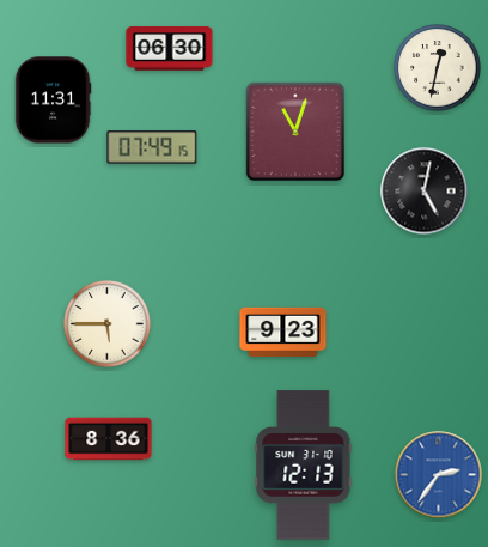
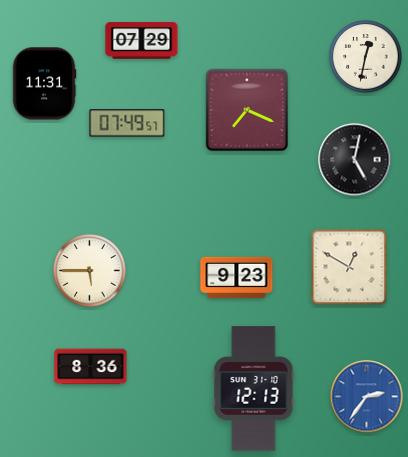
clock at (170, 49): 06:30 -> 07:29
clock at (295, 132): 11:03 -> 7:19
clock at (152, 147): 07:49:15 -> 07:49:57
clock at (349, 267): none -> 12:50
